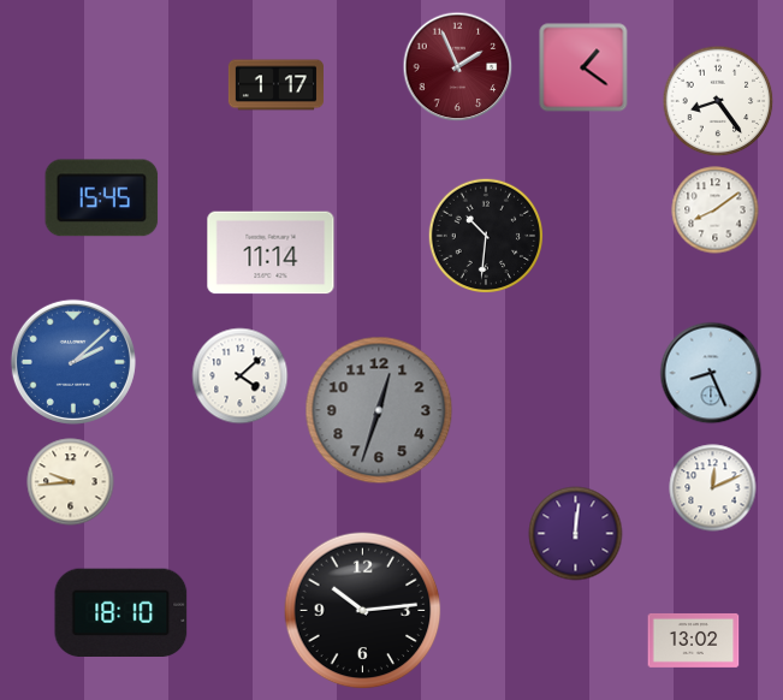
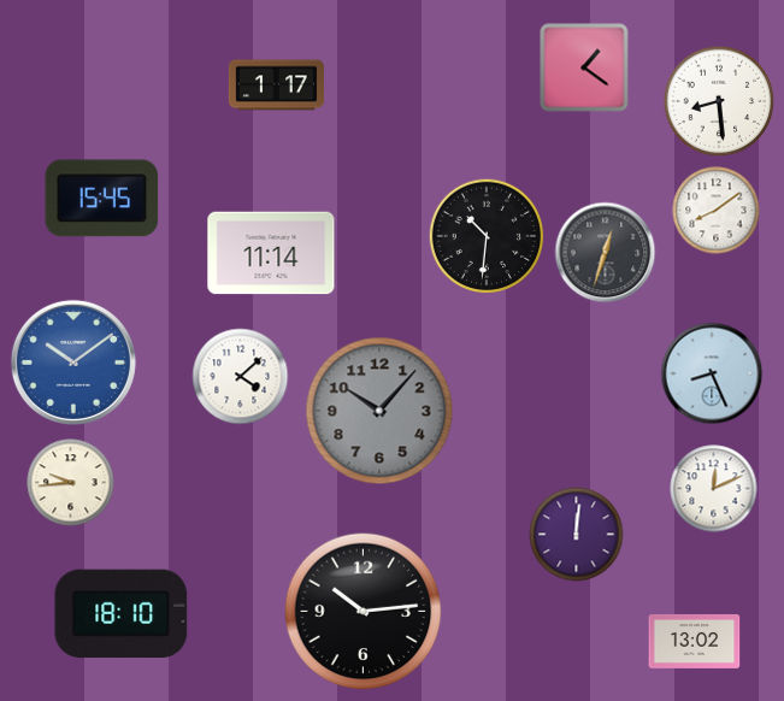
clock at (458, 67): 1:56 -> none
clock at (718, 101): 8:24 -> 8:29
clock at (606, 253): none -> 12:33
clock at (73, 362): 2:08 -> 10:09
clock at (379, 410): 12:33 -> 10:07
